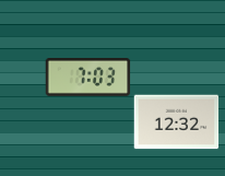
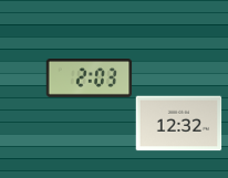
clock at (87, 78): 7:03 -> 2:03
